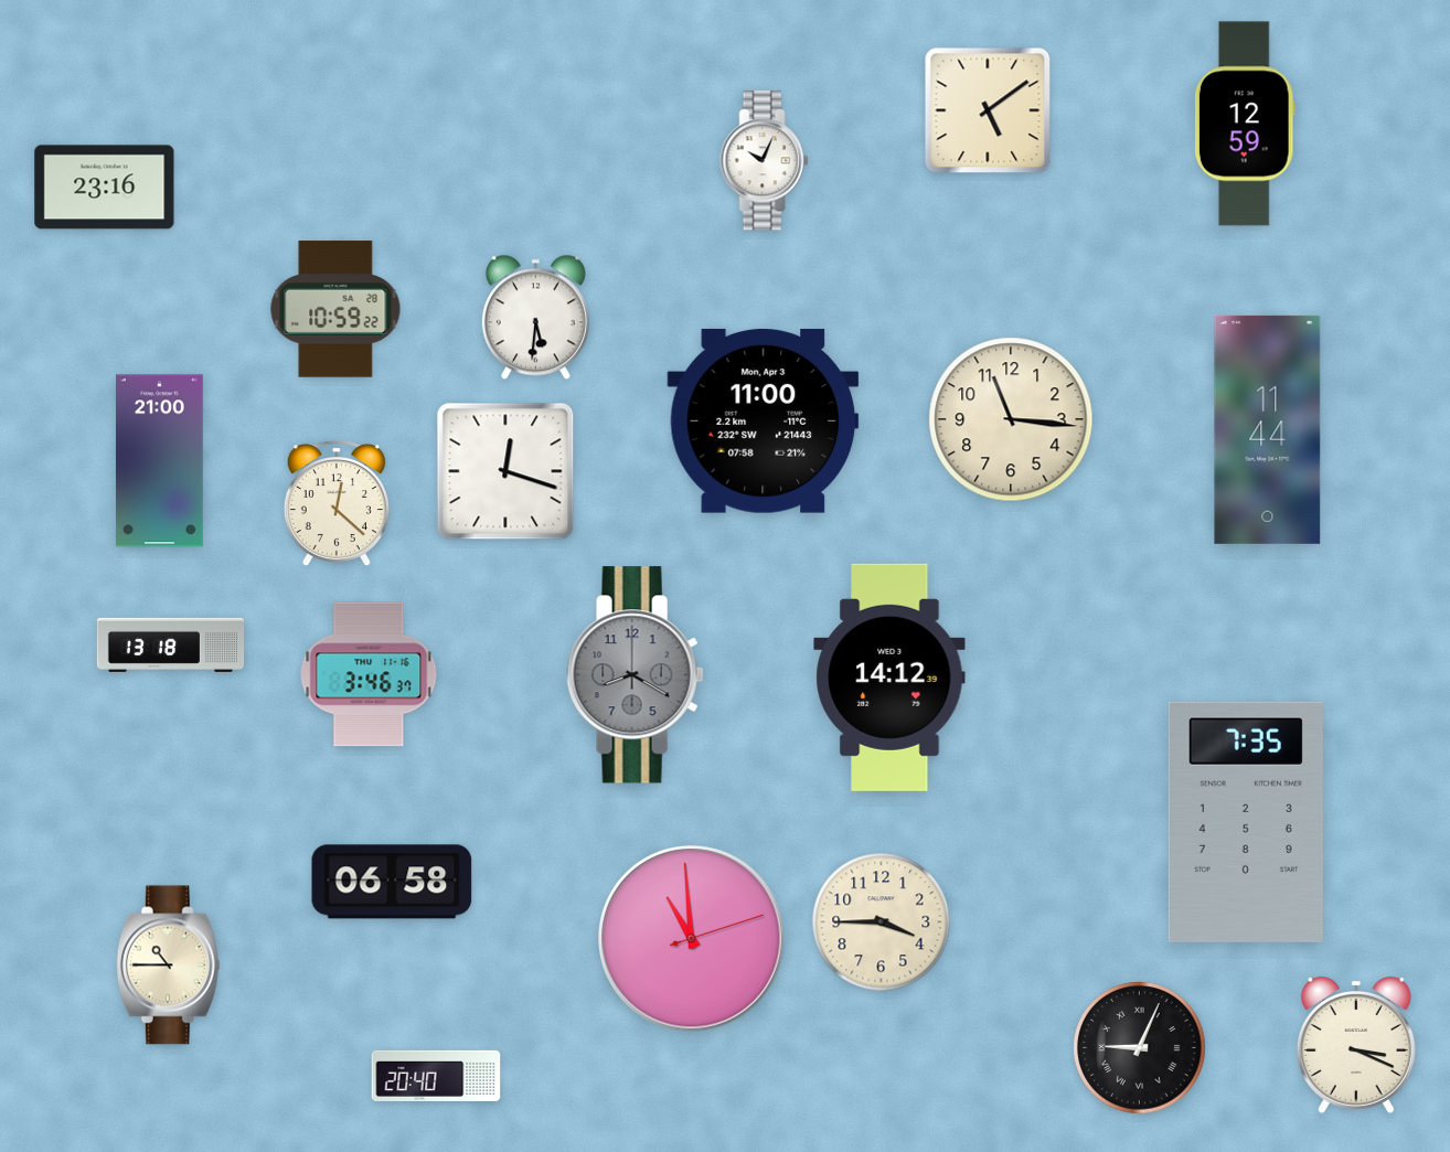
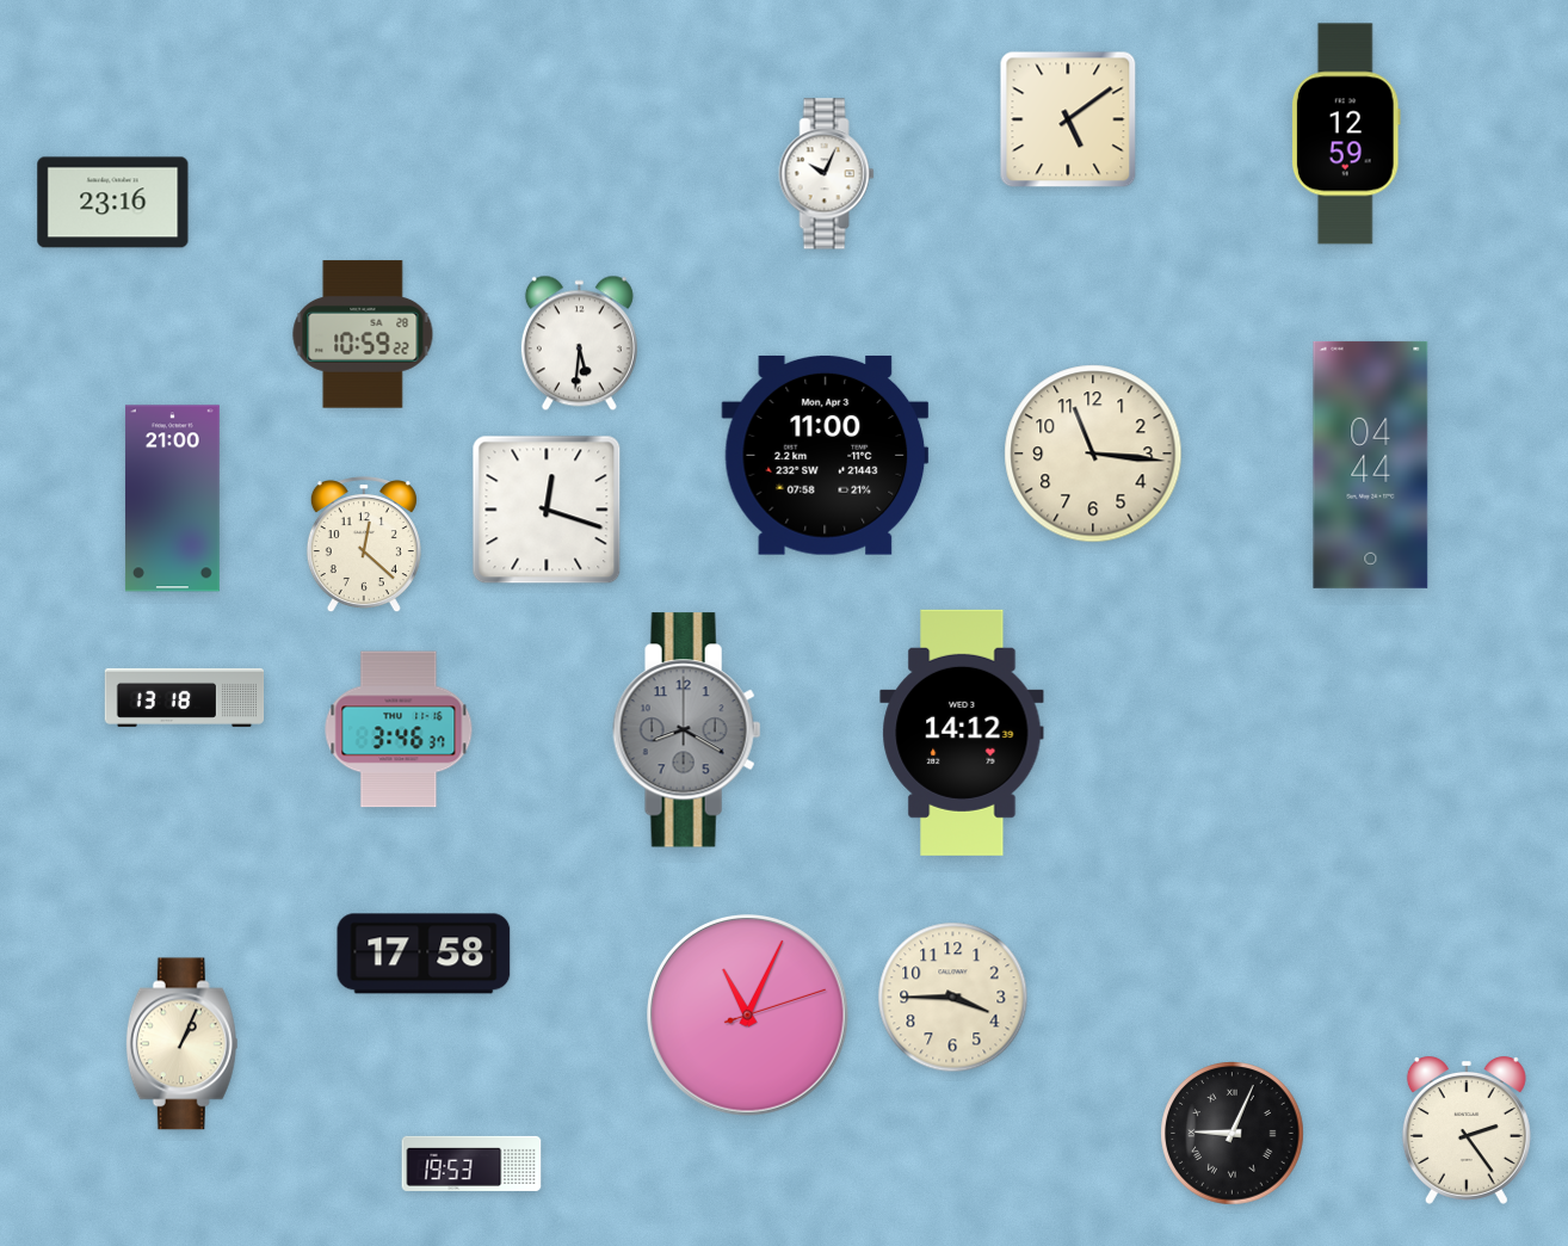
clock at (1268, 429): 11:44 -> 04:44
clock at (1246, 822): 7:35 -> none
clock at (392, 882): 06:58 -> 17:58
clock at (692, 939): 10:59 -> 11:04
clock at (168, 966): 10:45 -> 1:04
clock at (1356, 1046): 3:19 -> 2:24
clock at (436, 1076): 20:40 -> 19:53
